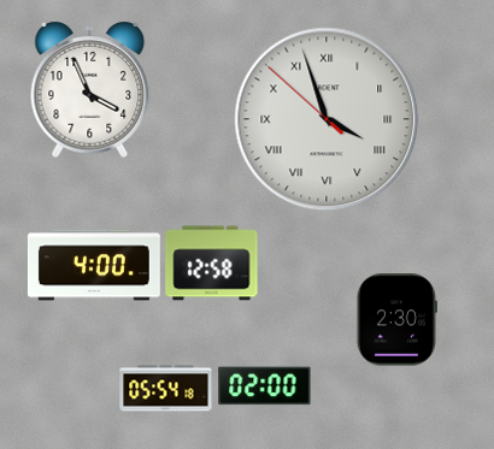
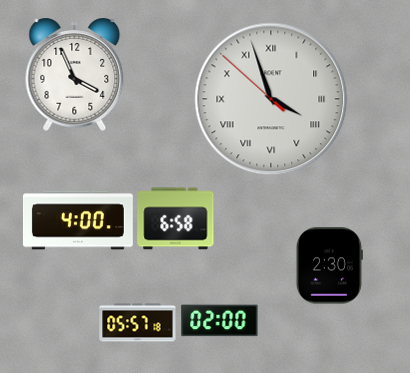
clock at (212, 264): 12:58 -> 6:58
clock at (166, 389): 05:54 -> 05:57
